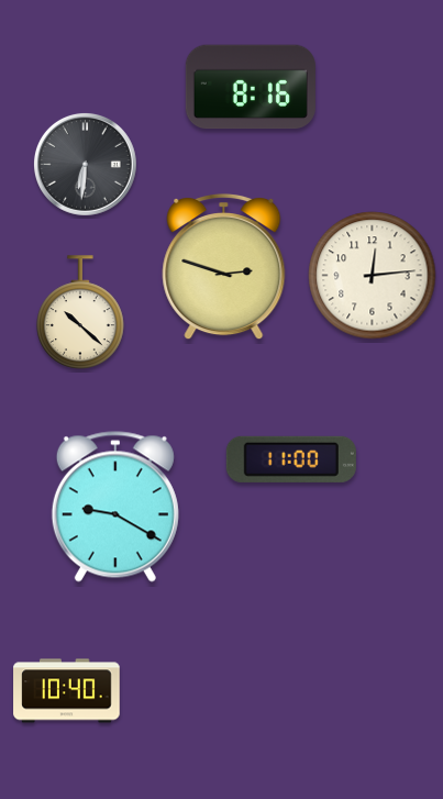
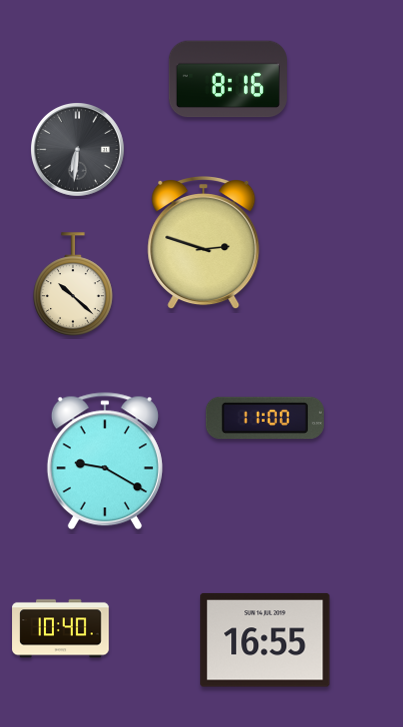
clock at (373, 276): 12:14 -> none
clock at (265, 640): none -> 16:55
